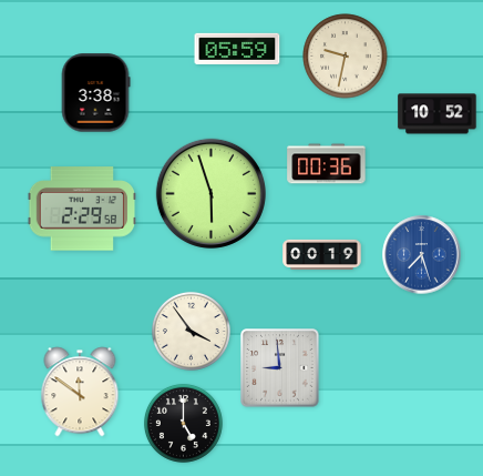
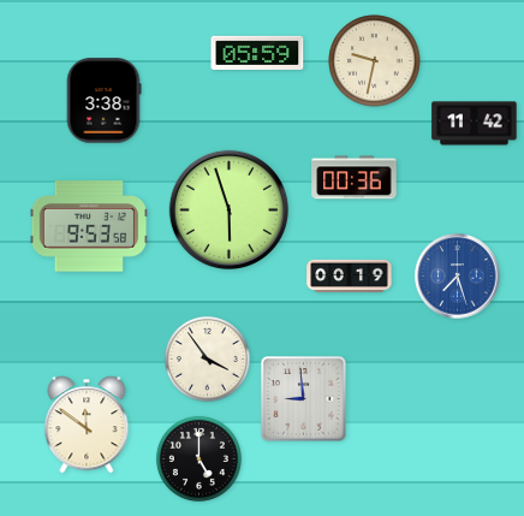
clock at (438, 114): 10:52 -> 11:42
clock at (82, 209): 2:29 -> 9:53
